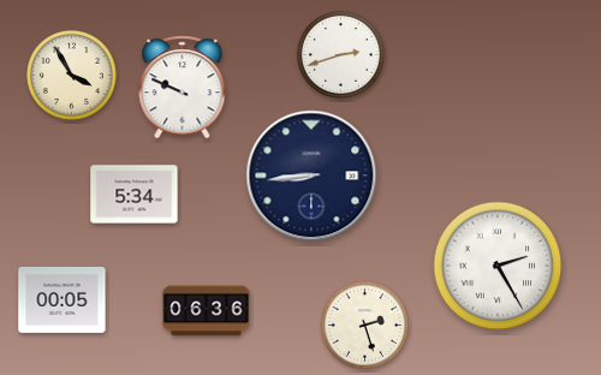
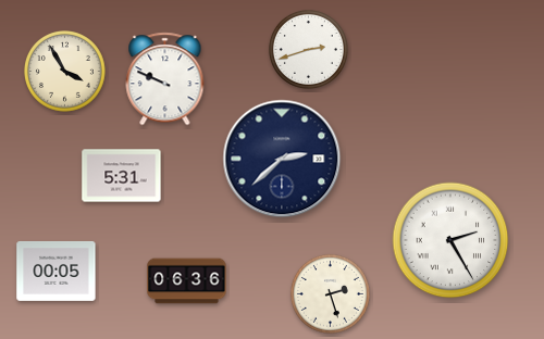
clock at (72, 76) position: (72, 76) -> (65, 72)
clock at (311, 175): 8:44 -> 2:38
clock at (135, 195): 5:34 -> 5:31
